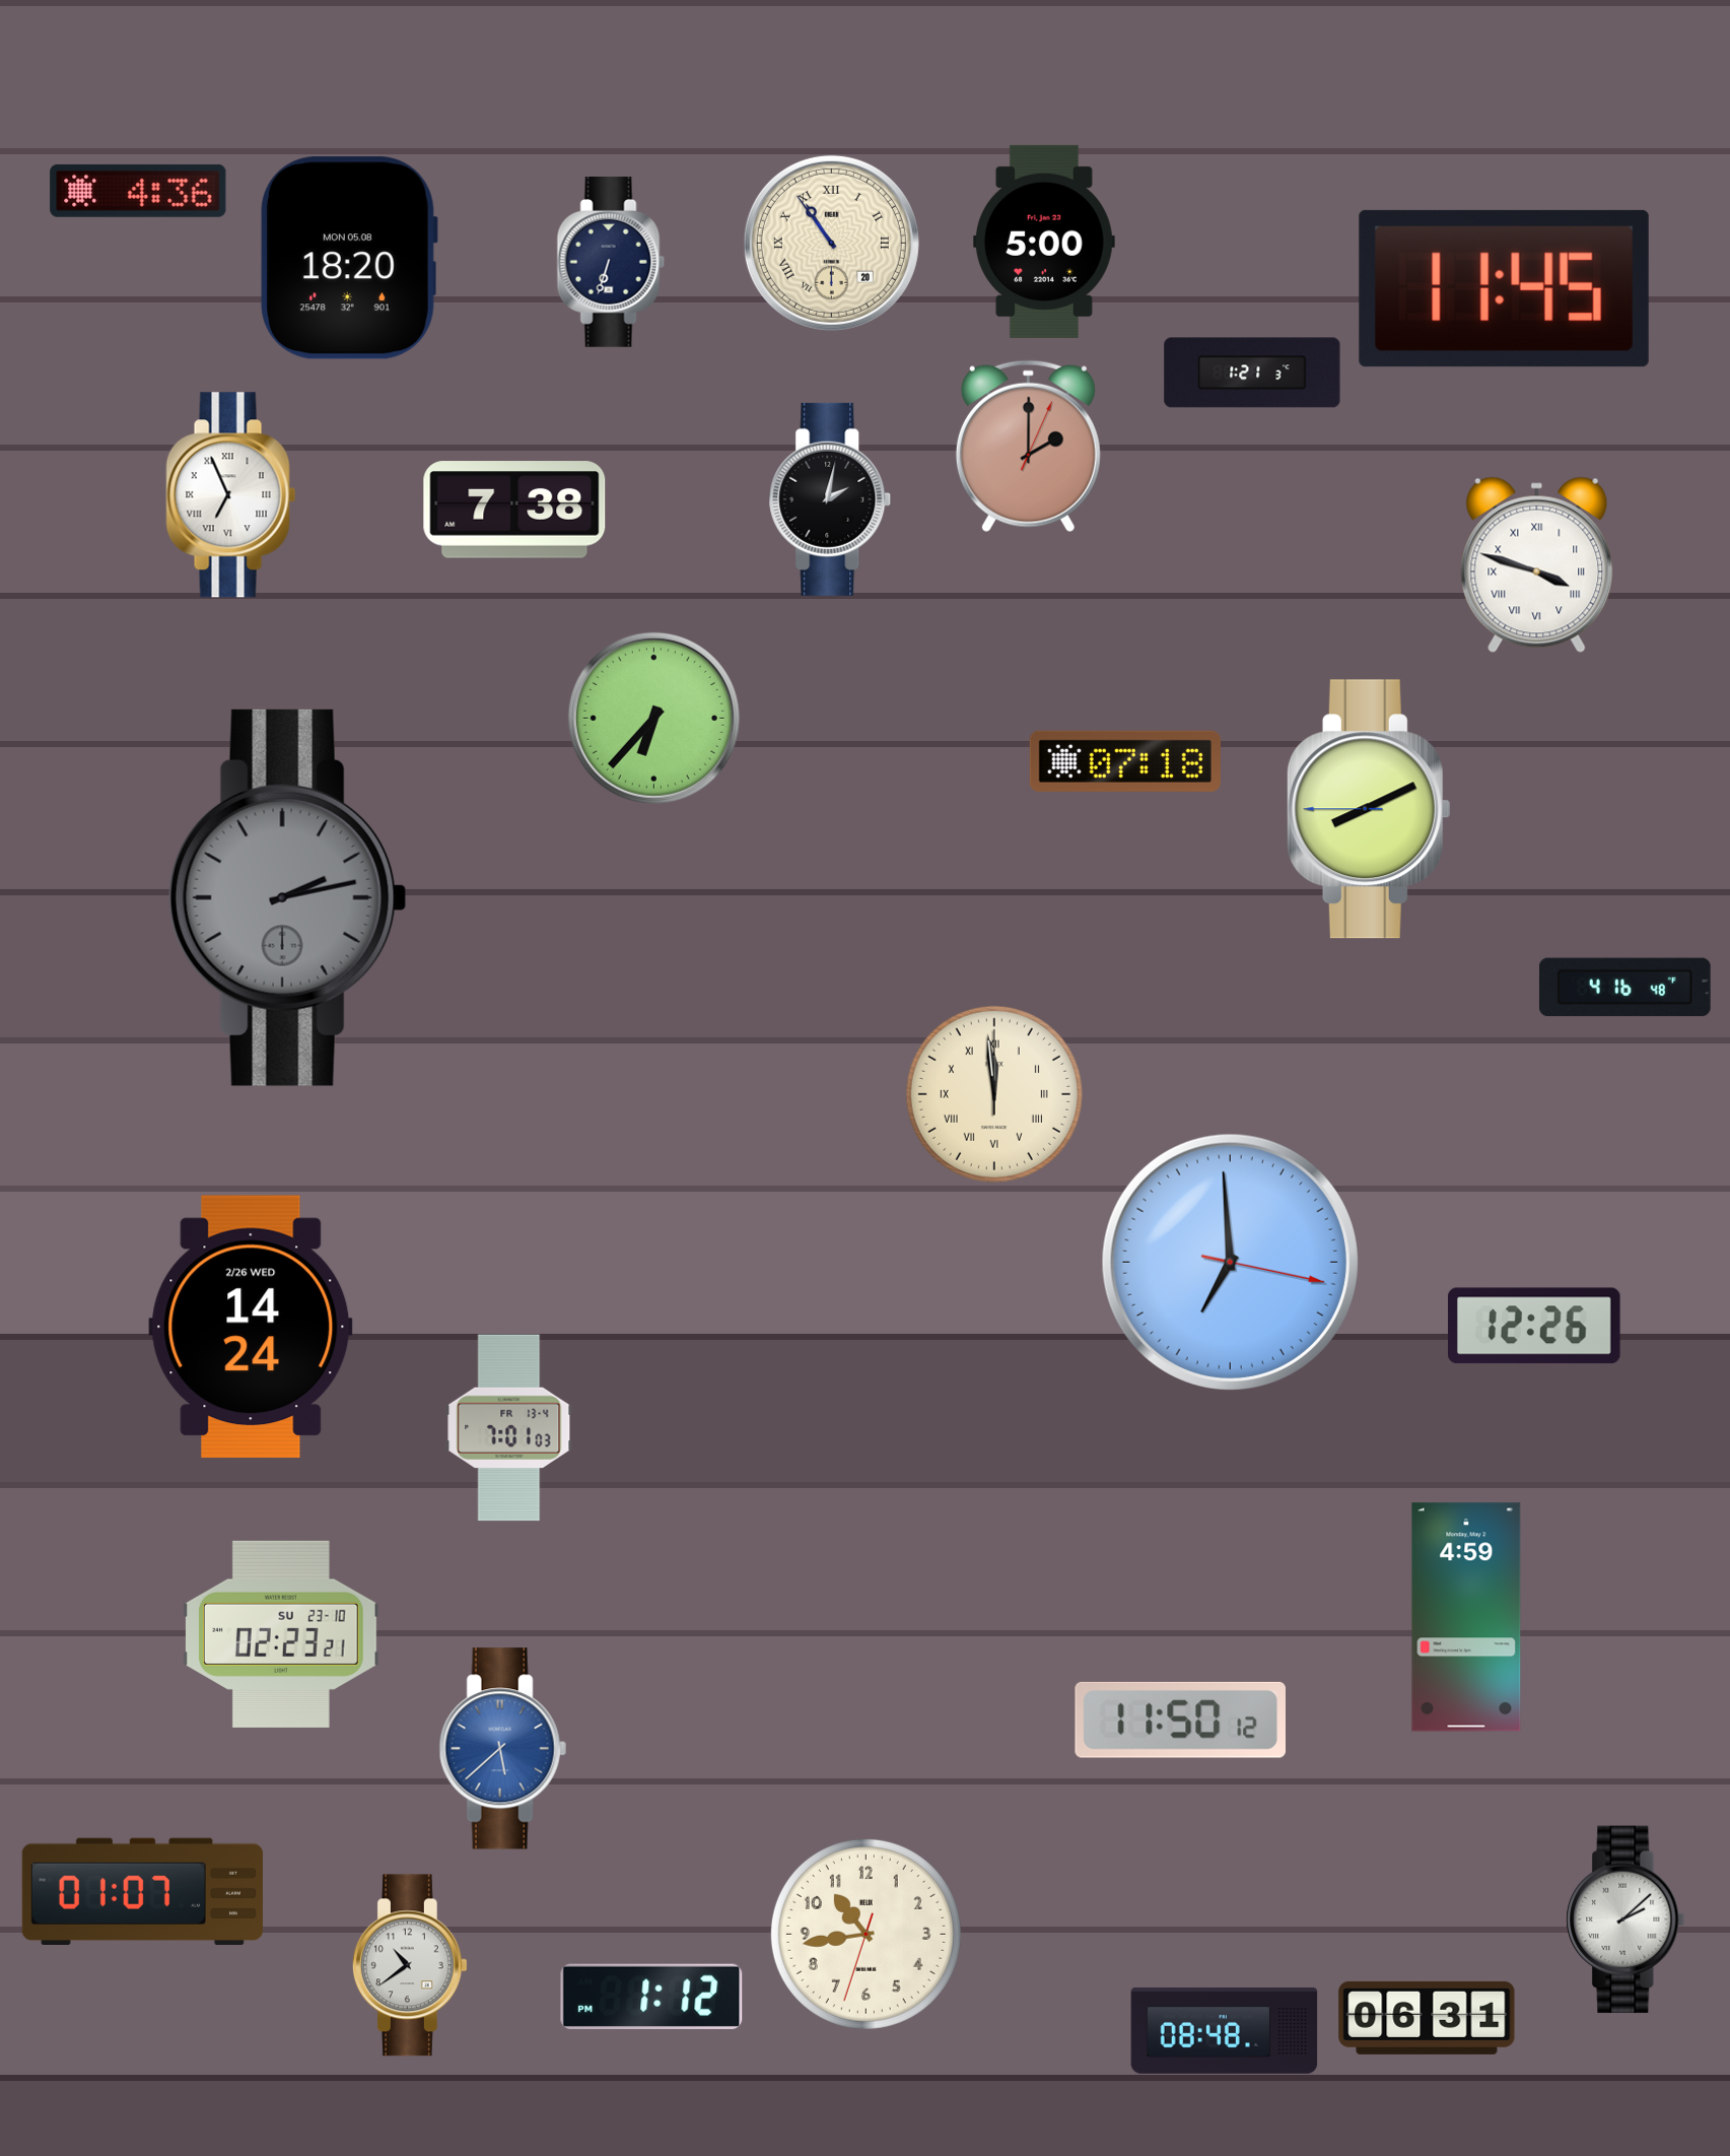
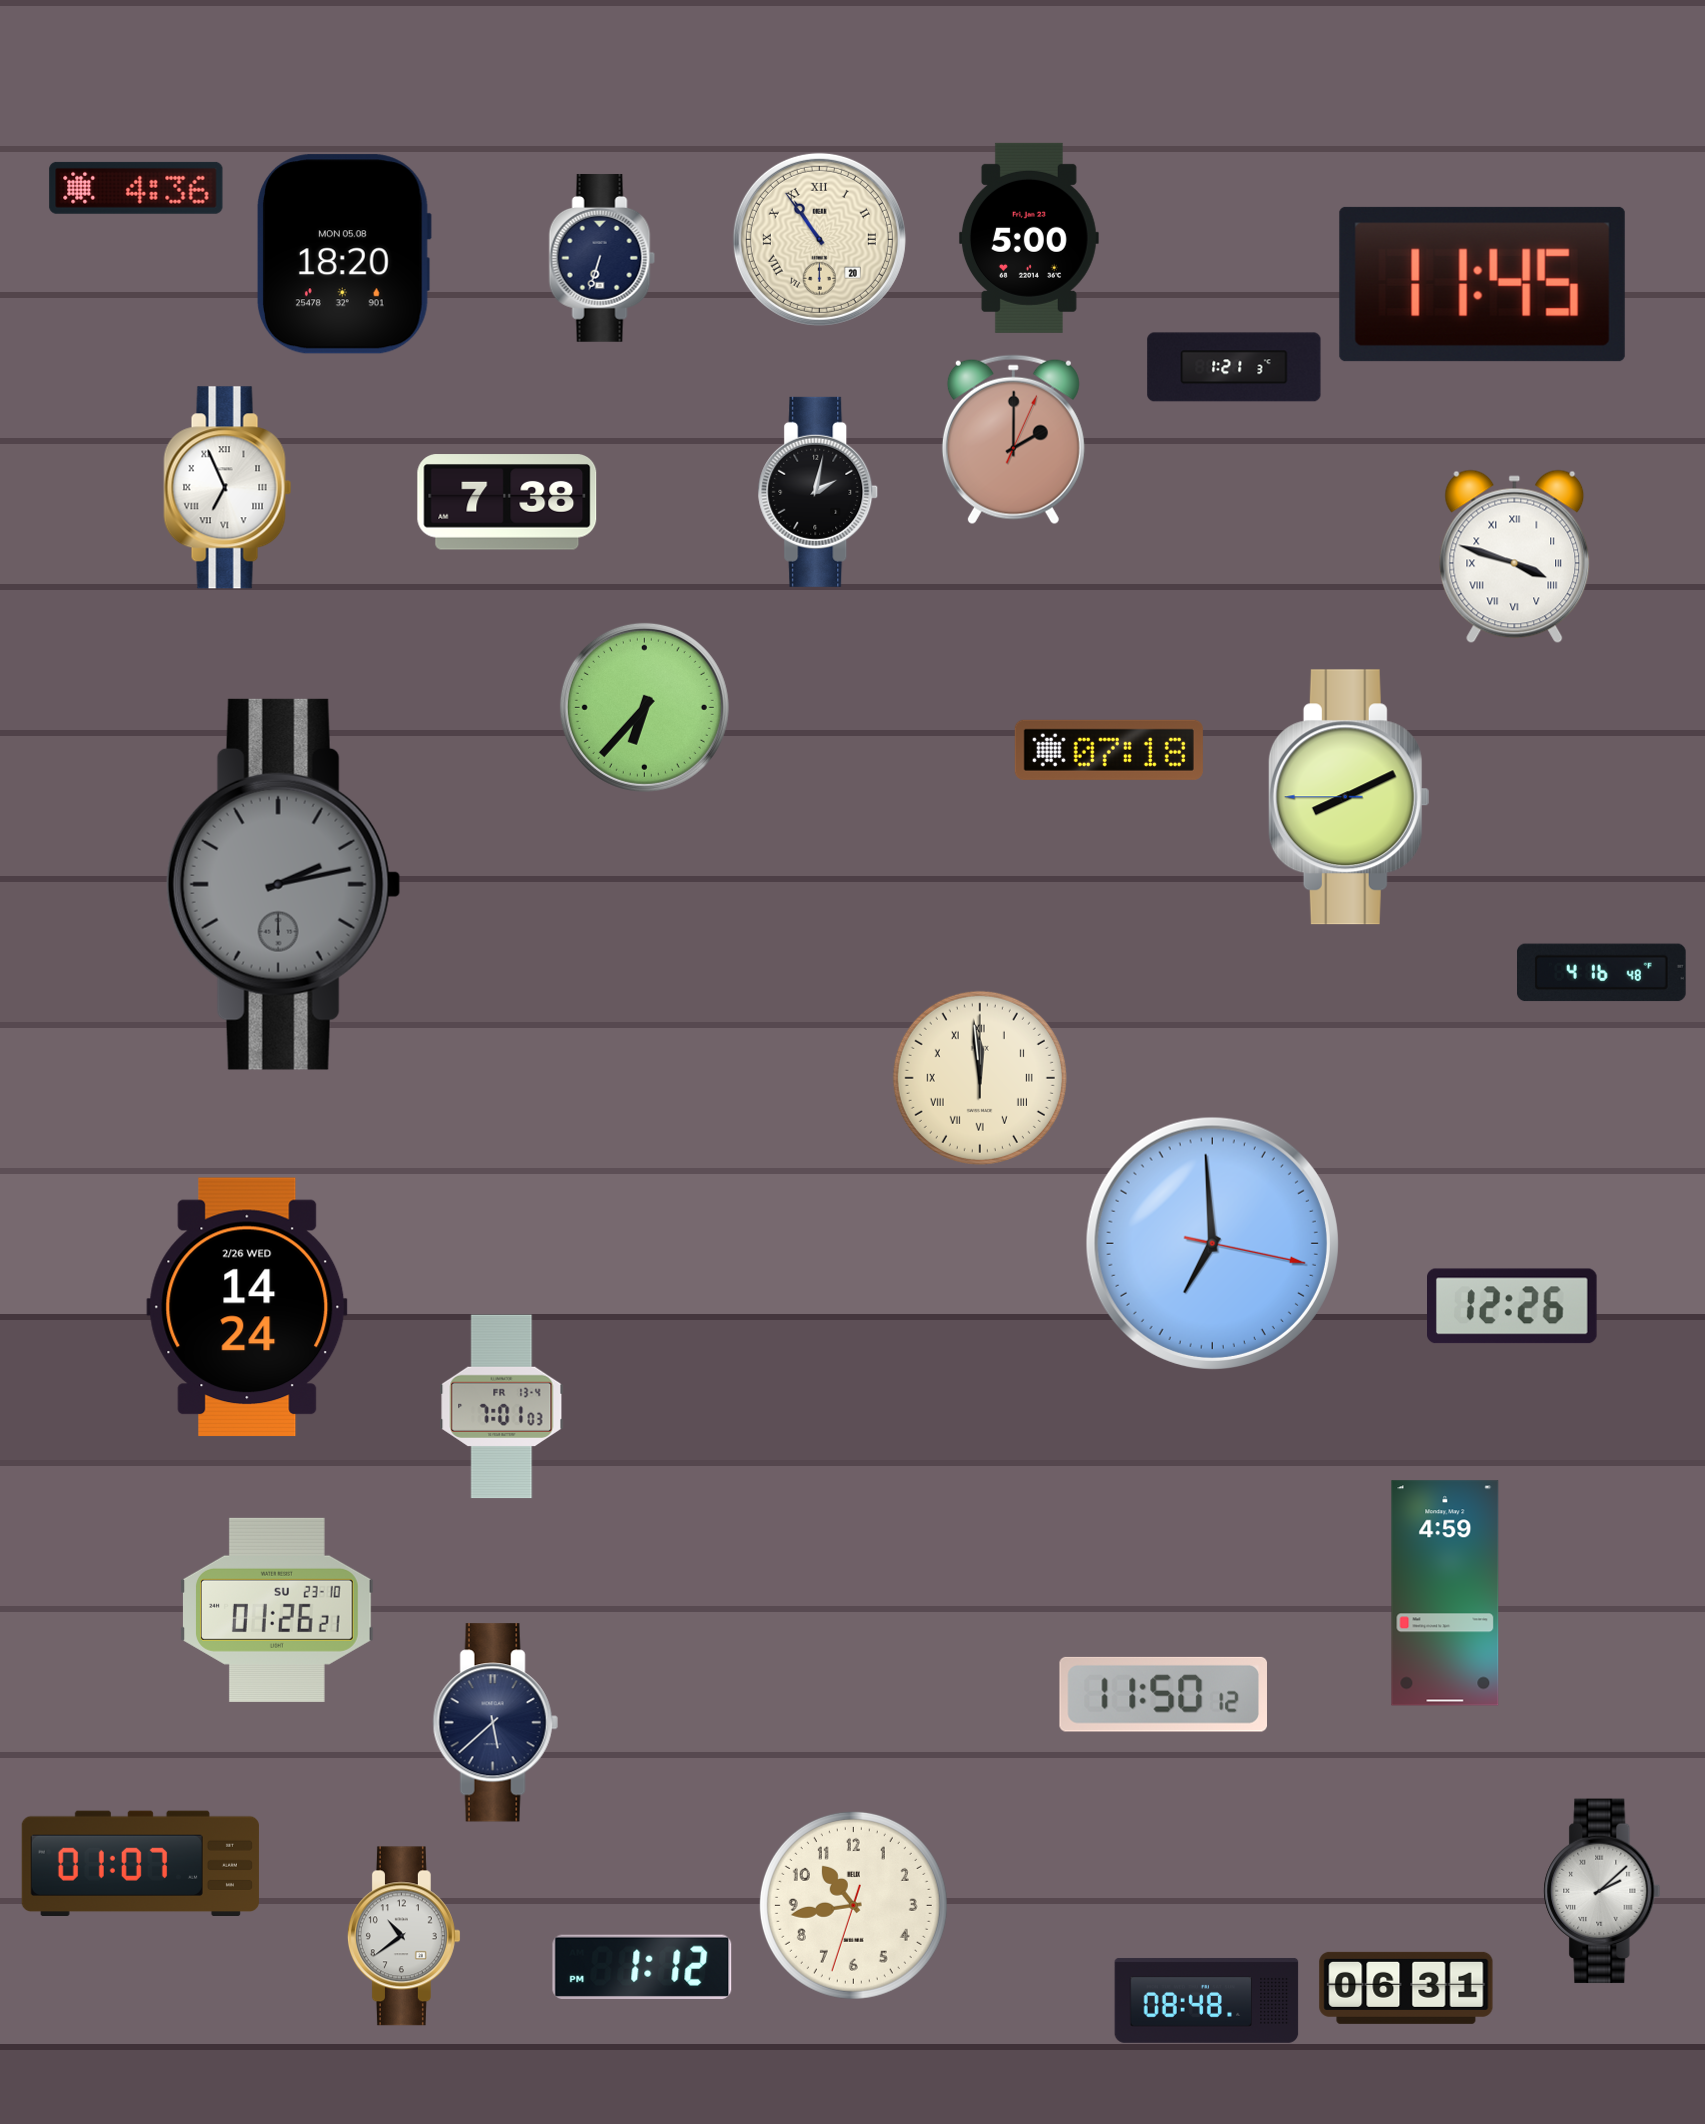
clock at (281, 1634): 02:23 -> 01:26
clock at (502, 1749) dial: blue -> navy
